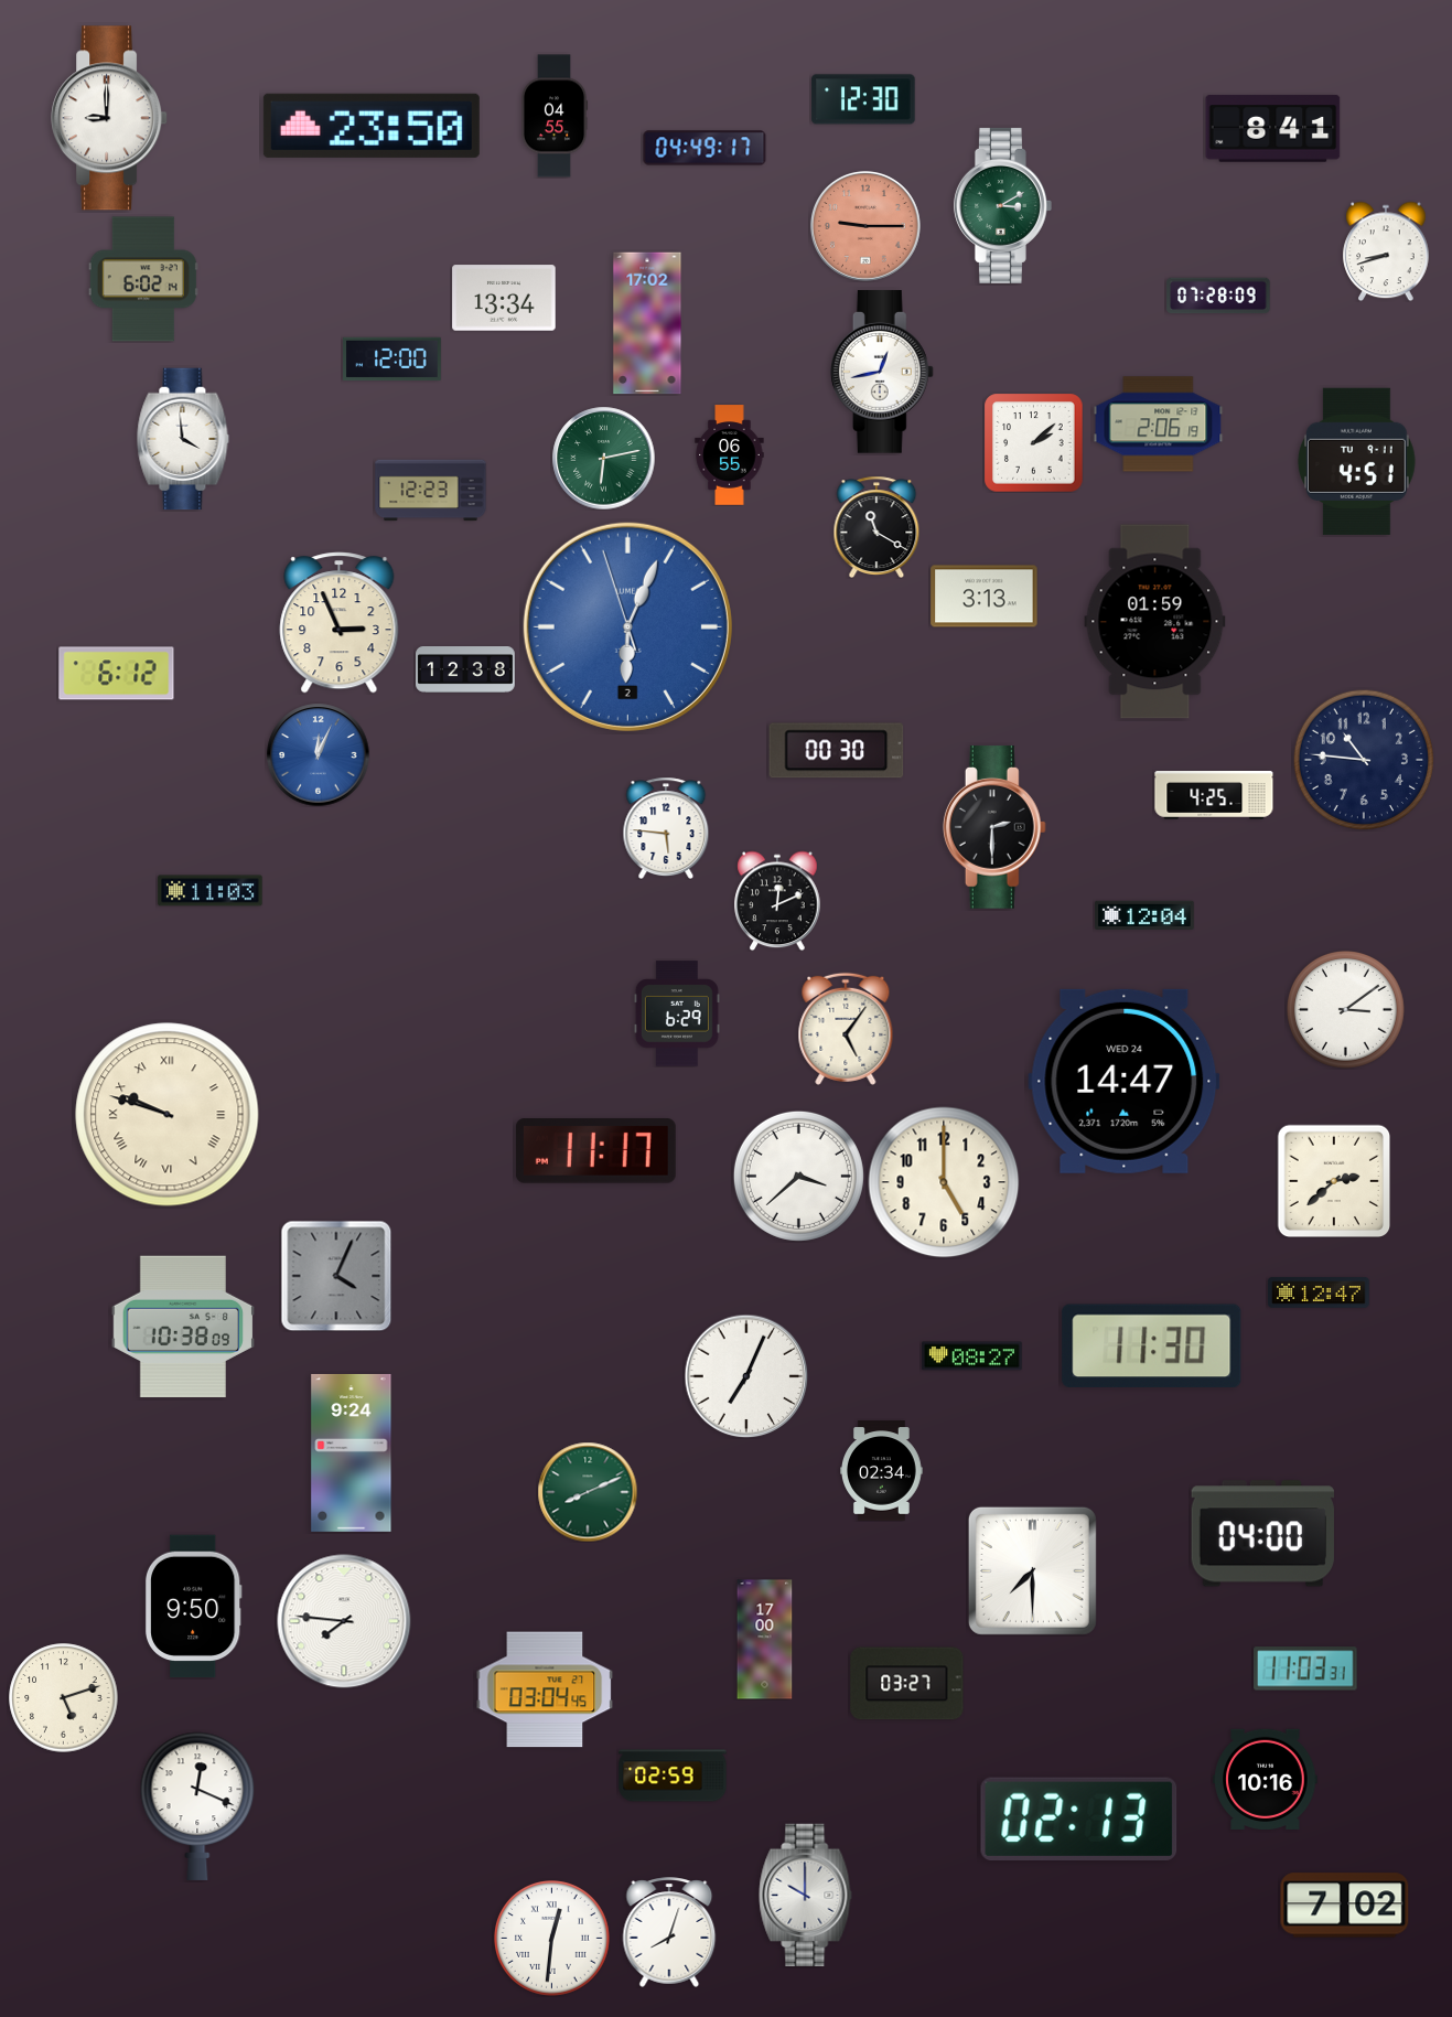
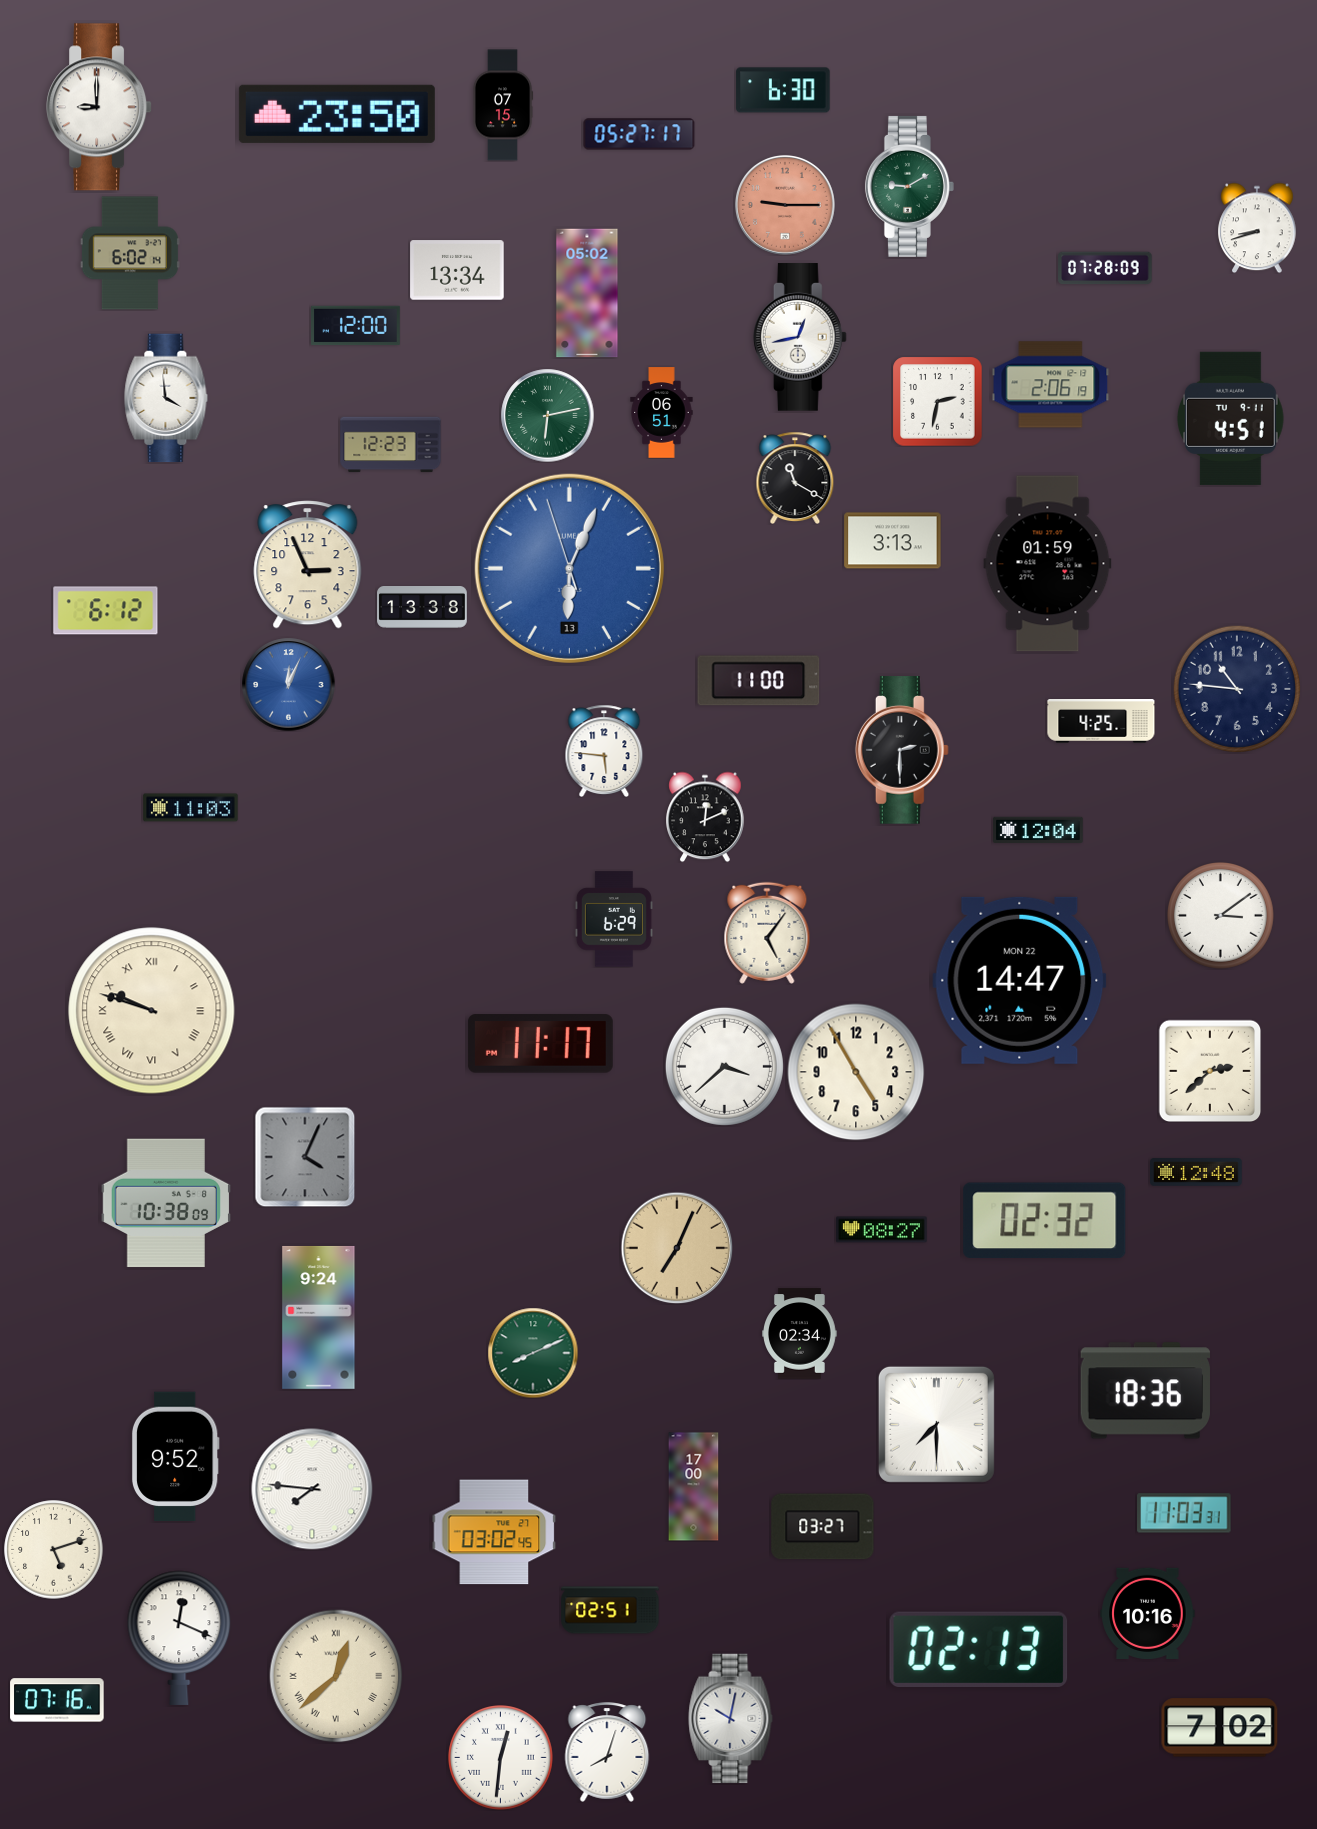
clock at (863, 99): 12:30 -> 6:30
clock at (555, 116): 04:55 -> 07:15
clock at (1273, 129): 8:41 -> none
clock at (705, 148): 04:49 -> 05:27
clock at (1002, 205): 3:10 -> 9:10
clock at (647, 323): 17:02 -> 05:02
clock at (1033, 442): 2:08 -> 2:32
clock at (730, 455): 06:55 -> 06:51
clock at (627, 626) date: 2 -> 13
clock at (465, 670): 12:38 -> 13:38
clock at (837, 751): 00:30 -> 11:00
clock at (1125, 1081) date: WED 24 -> MON 22
clock at (944, 1182): 5:00 -> 4:55
clock at (1319, 1292): 12:47 -> 12:48
clock at (1152, 1345): 11:30 -> 02:32
clock at (746, 1376) dial: white -> champagne
clock at (1262, 1534): 04:00 -> 18:36
clock at (193, 1607): 9:50 -> 9:52
clock at (344, 1621) position: (344, 1621) -> (312, 1489)
clock at (545, 1689): 03:04 -> 03:02
clock at (64, 1698) position: (64, 1698) -> (54, 1550)
clock at (673, 1775): 02:59 -> 02:51
clock at (336, 1676): none -> 12:38
clock at (57, 1700): none -> 07:16
clock at (806, 1896): 10:00 -> 10:02
